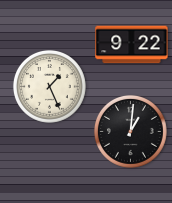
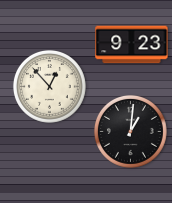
clock at (132, 45): 9:22 -> 9:23
clock at (49, 86): 1:26 -> 12:53
